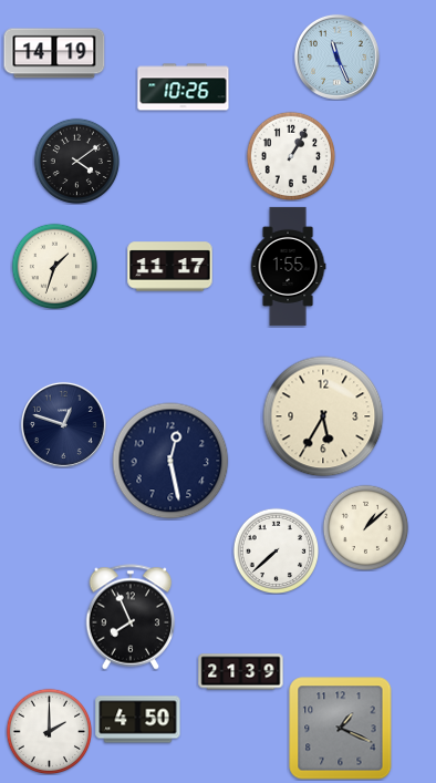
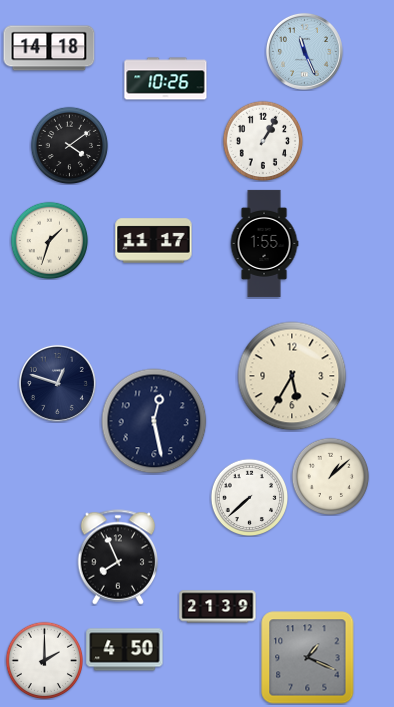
clock at (54, 53): 14:19 -> 14:18
clock at (288, 266) position: (288, 266) -> (264, 243)
clock at (170, 461) position: (170, 461) -> (154, 421)
